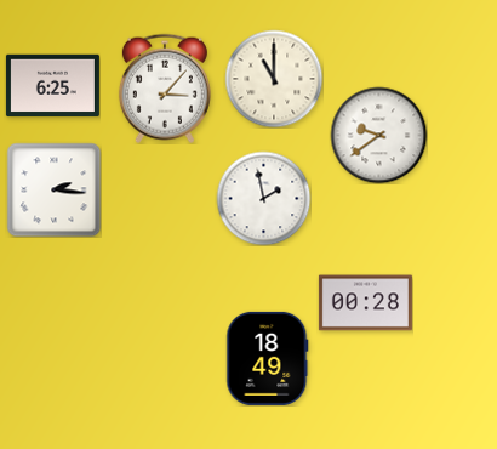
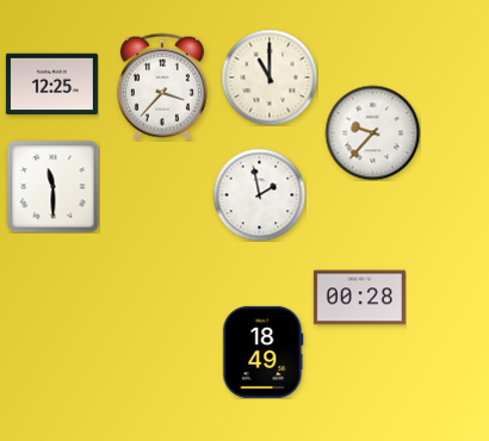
clock at (52, 86): 6:25 -> 12:25
clock at (165, 89): 3:07 -> 3:37
clock at (378, 135): 9:39 -> 9:37
clock at (53, 189): 2:16 -> 11:30
